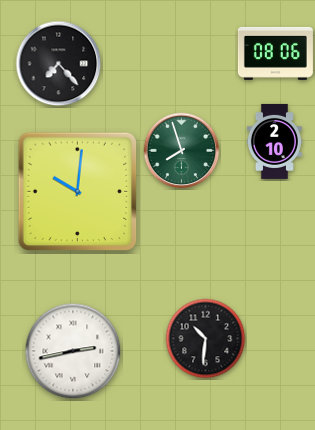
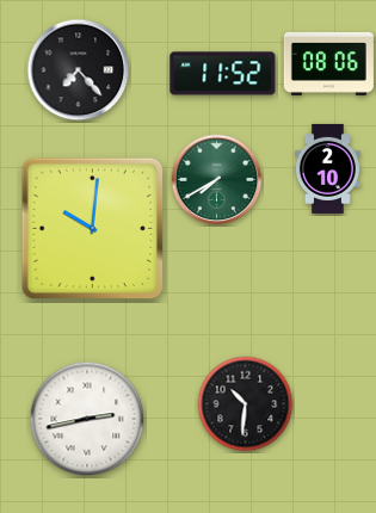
clock at (223, 74): none -> 11:52
clock at (59, 64) position: (59, 64) -> (79, 70)
clock at (182, 151): 7:57 -> 7:40
